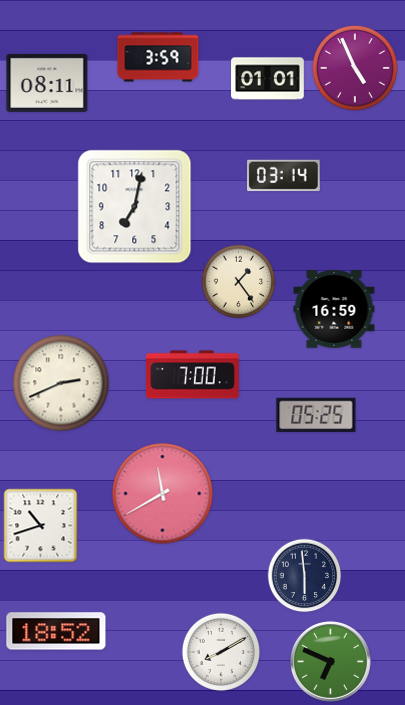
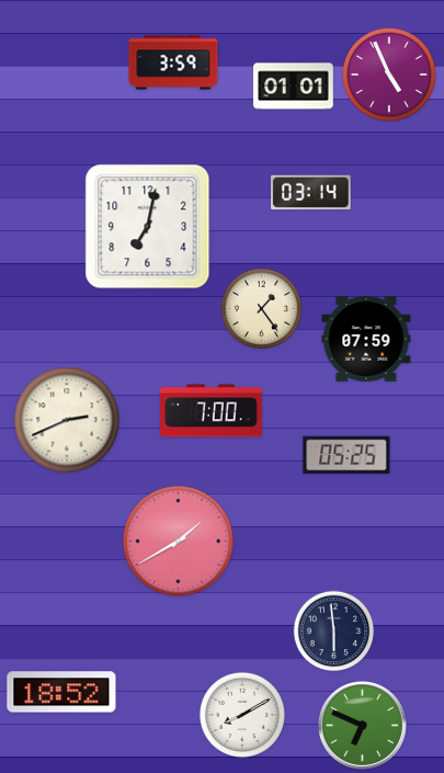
clock at (47, 83): 08:11 -> none
clock at (334, 309): 16:59 -> 07:59
clock at (163, 494): 11:40 -> 1:40
clock at (41, 526): 10:42 -> none
